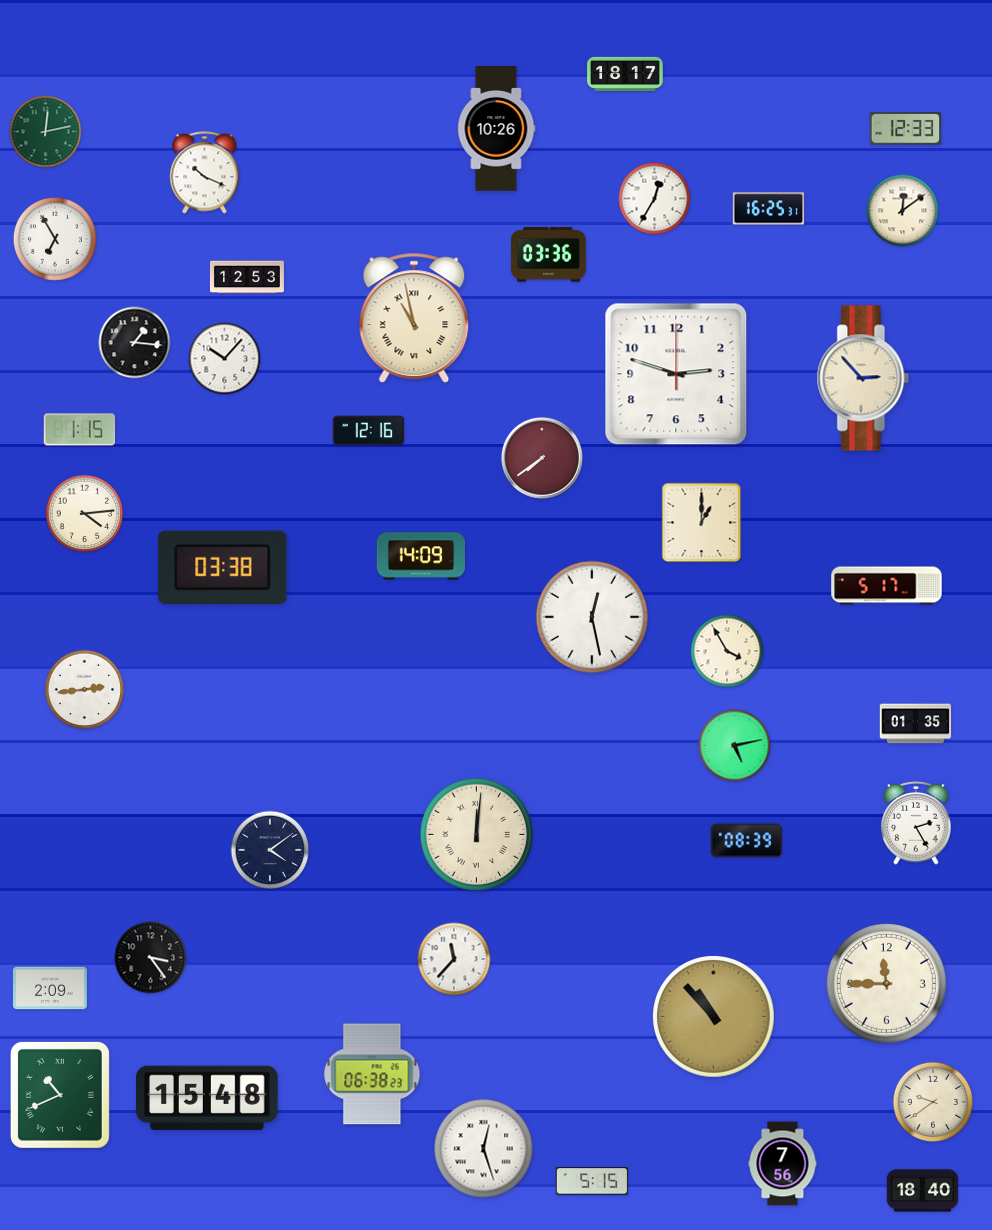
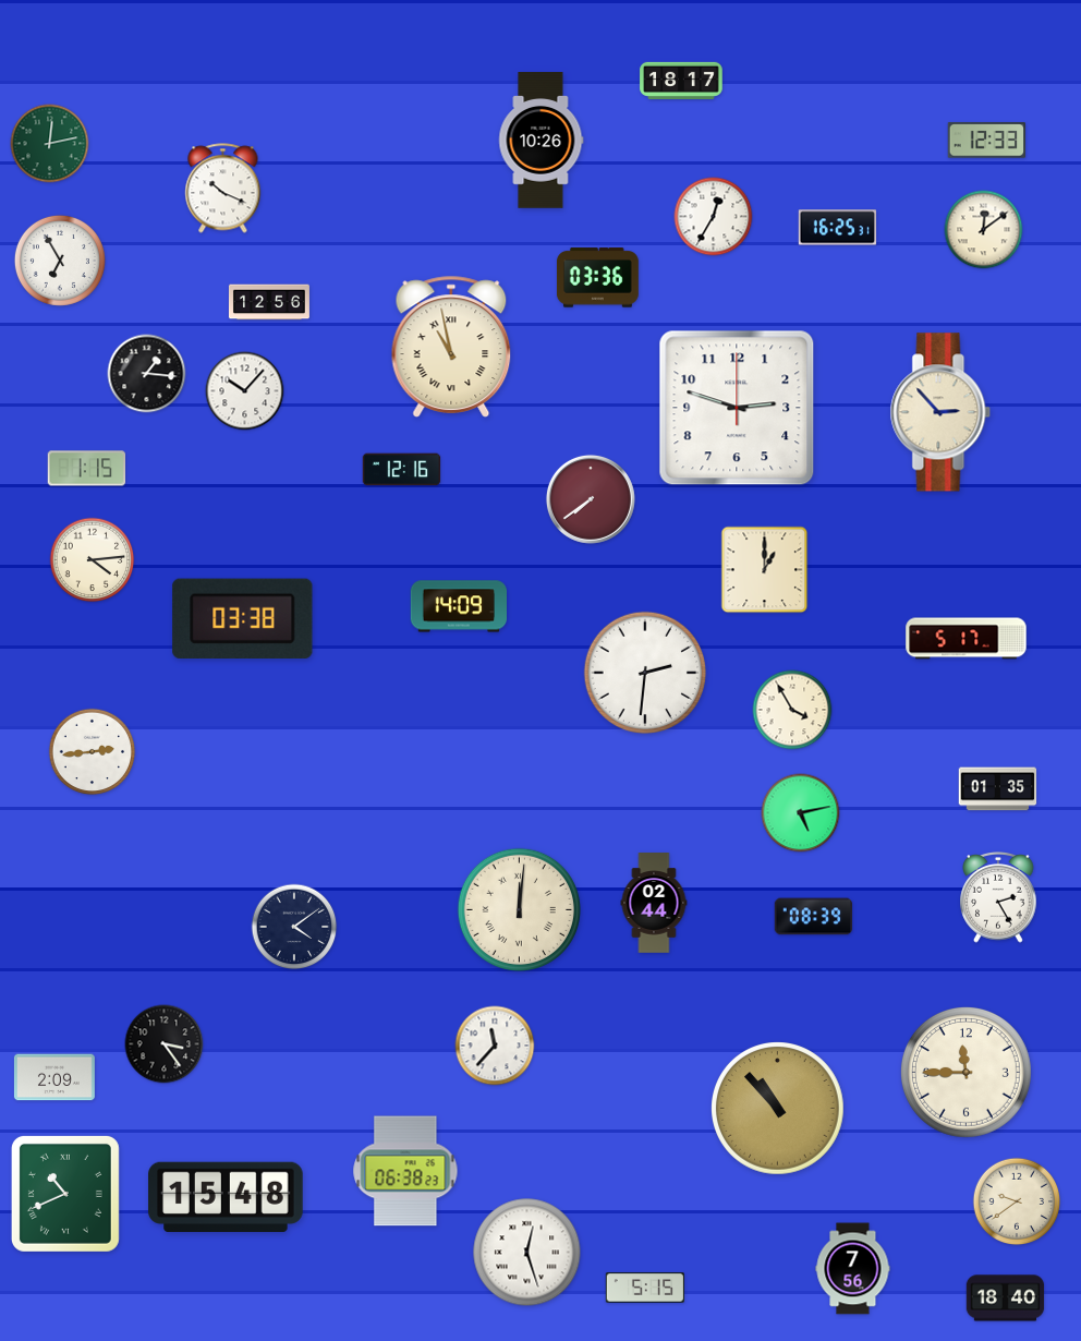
clock at (247, 277): 12:53 -> 12:56
clock at (592, 617): 12:28 -> 2:31
clock at (654, 903): none -> 02:44
